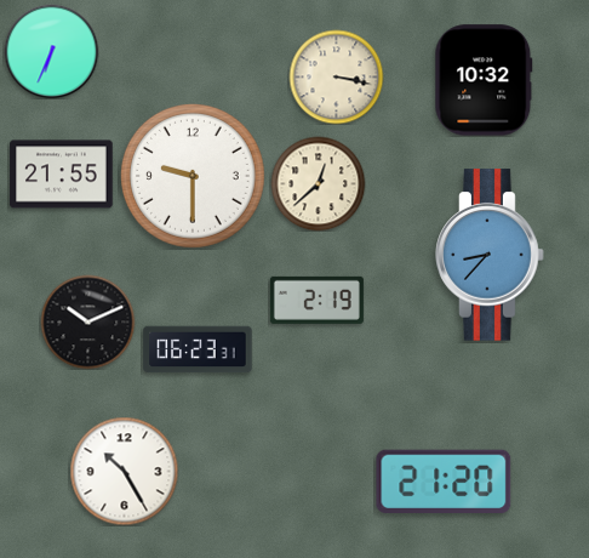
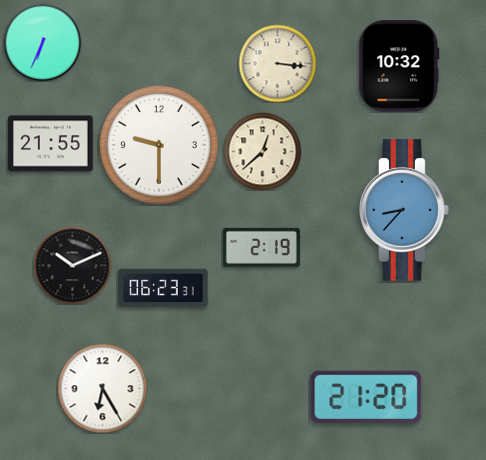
clock at (336, 76): 3:17 -> 3:16
clock at (124, 471): 10:25 -> 6:25
